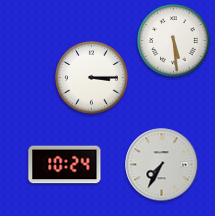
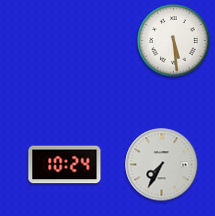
clock at (92, 78): 3:15 -> none
